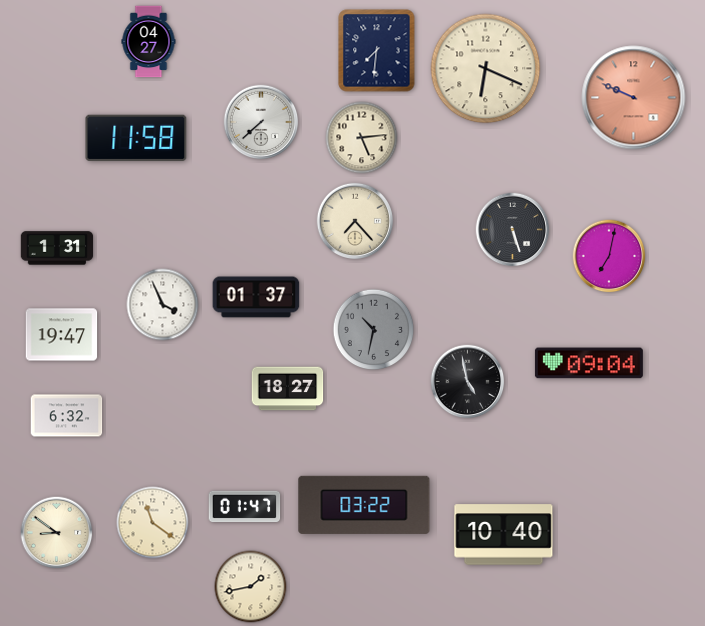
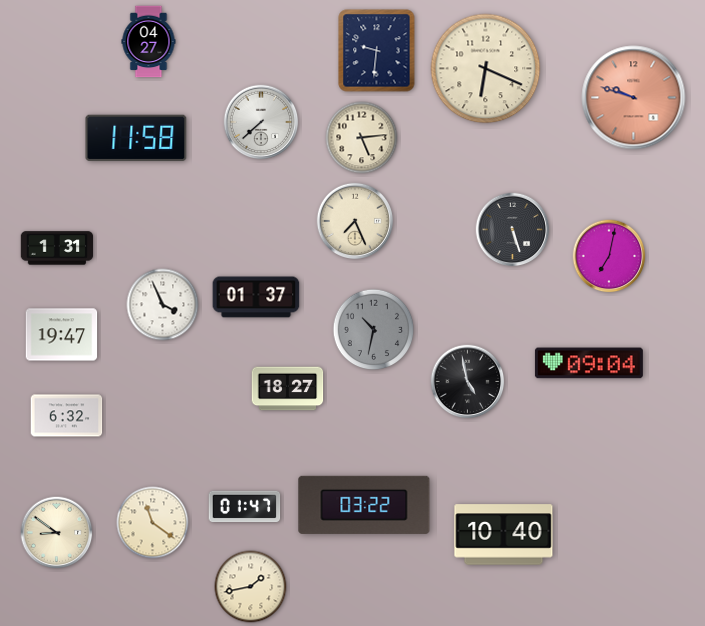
clock at (377, 51): 7:31 -> 9:31
clock at (634, 98): 9:49 -> 9:48
clock at (355, 221): 7:23 -> 7:26
